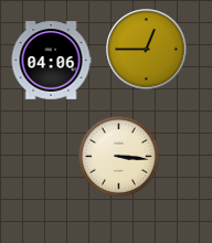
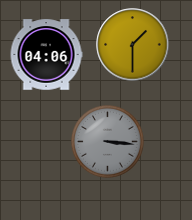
clock at (147, 50): 12:45 -> 1:30
clock at (118, 156) dial: cream -> grey
